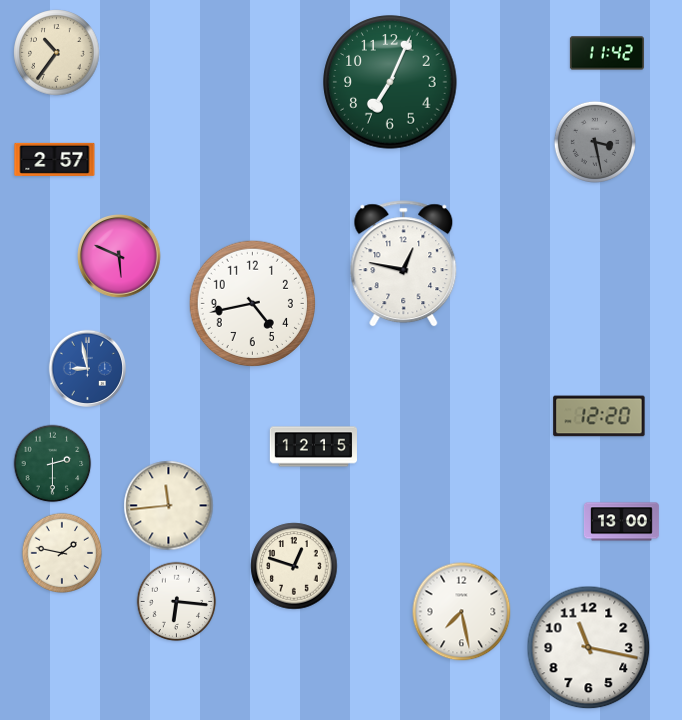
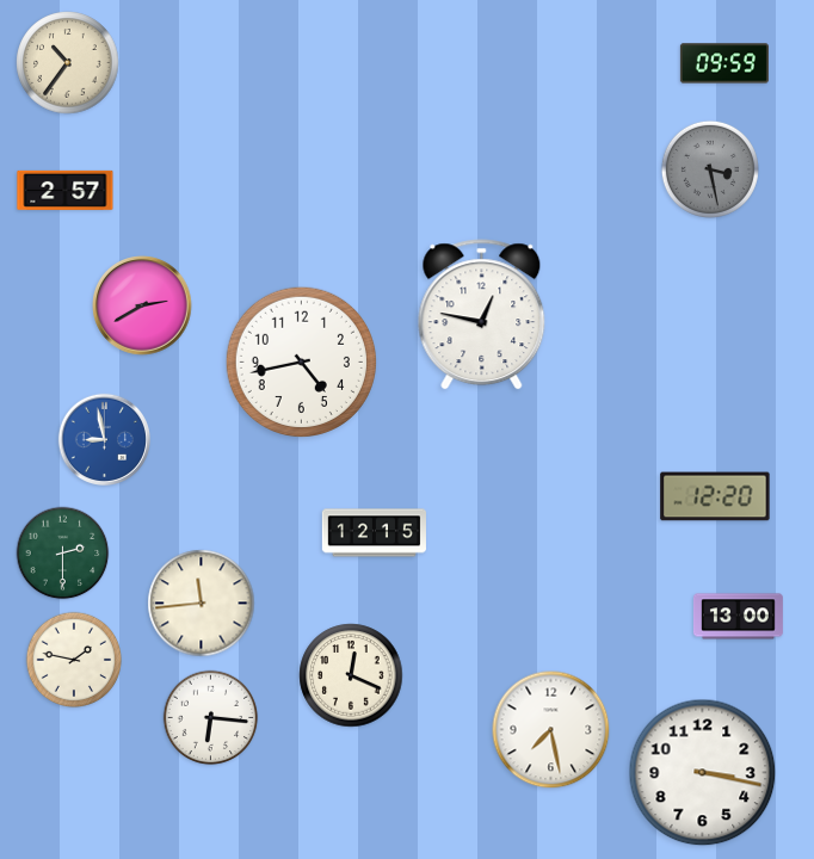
clock at (607, 53): 11:42 -> 09:59
clock at (390, 82): 7:04 -> none
clock at (119, 256): 5:49 -> 2:40
clock at (621, 522) position: (621, 522) -> (738, 617)
clock at (294, 566): 12:48 -> 12:19
clock at (589, 648): 11:17 -> 3:17
